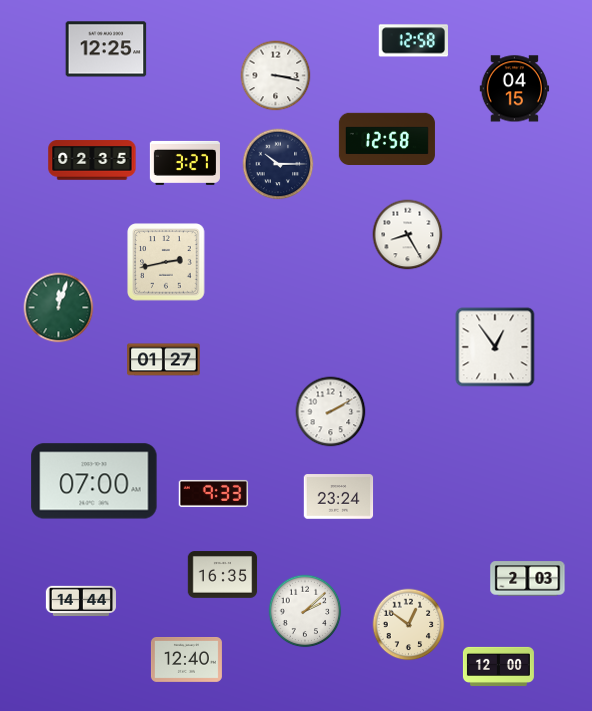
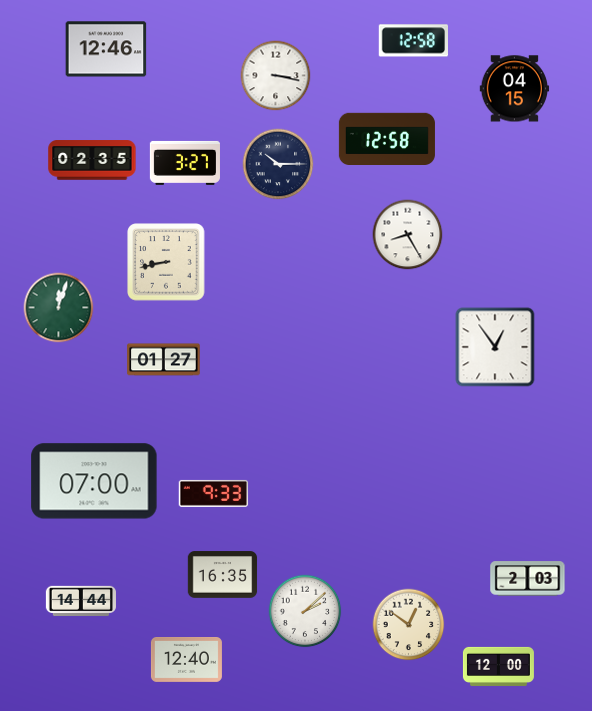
clock at (106, 49): 12:25 -> 12:46
clock at (166, 262): 2:43 -> 8:43
clock at (331, 412): 2:10 -> none
clock at (339, 497): 23:24 -> none
